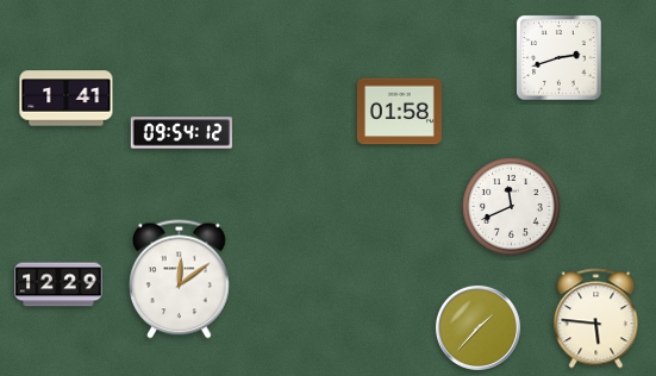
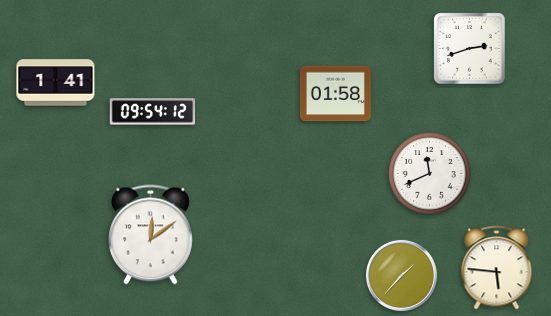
clock at (58, 284): 12:29 -> none
clock at (596, 319) position: (596, 319) -> (497, 268)
